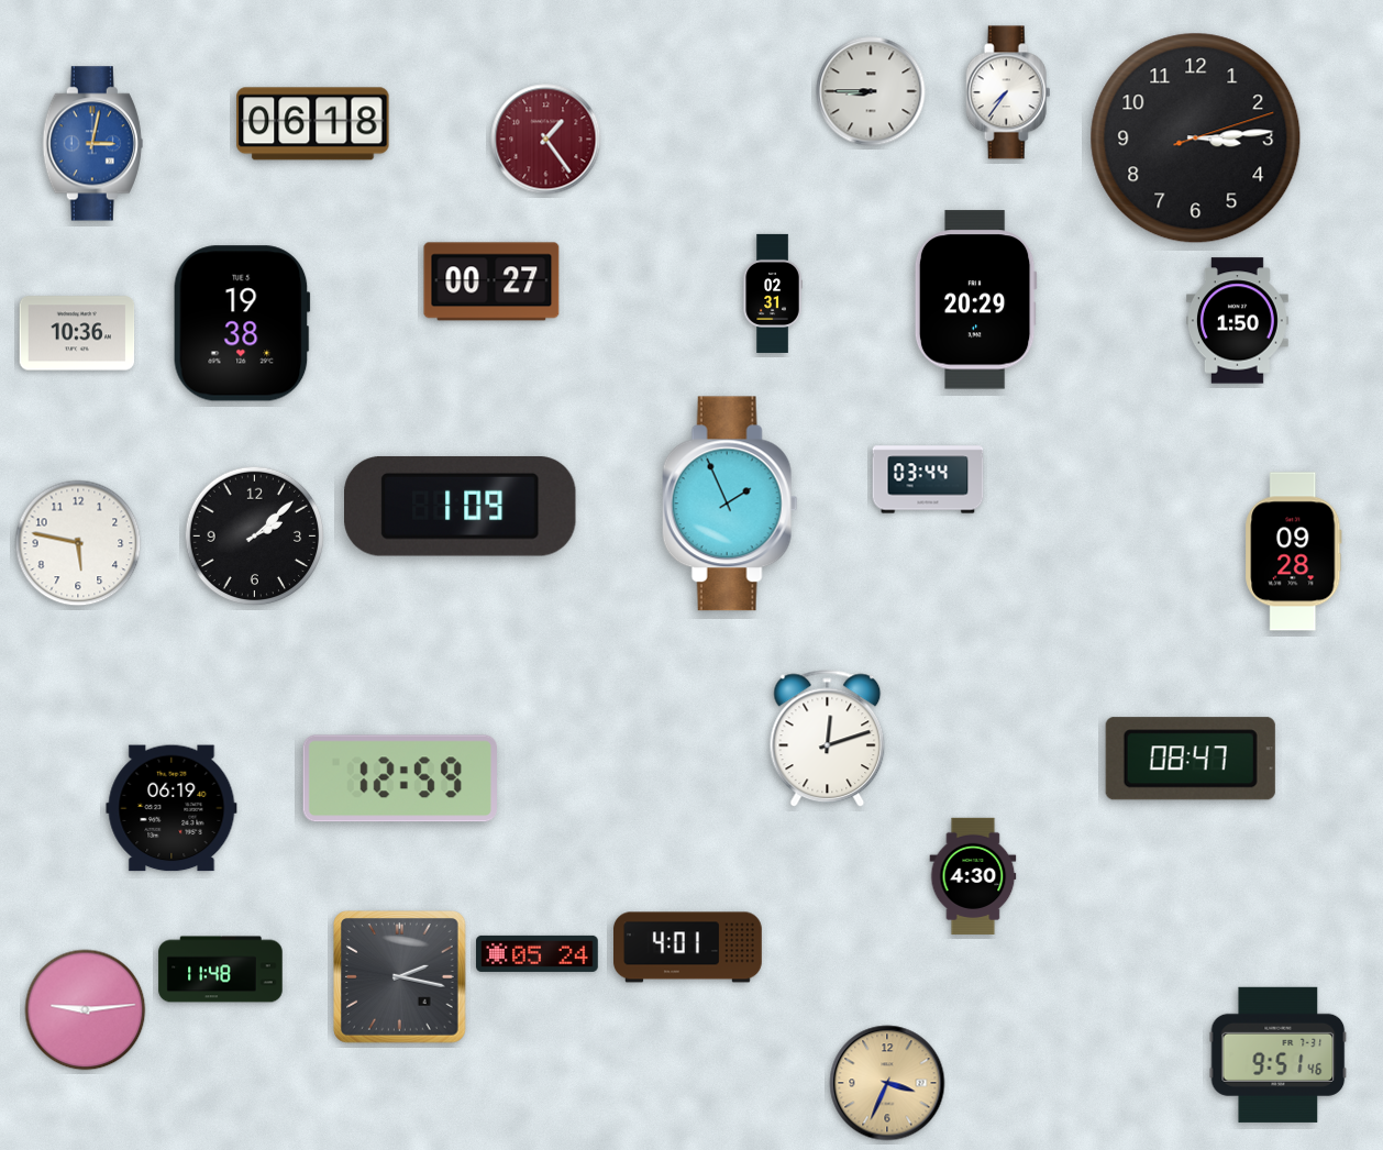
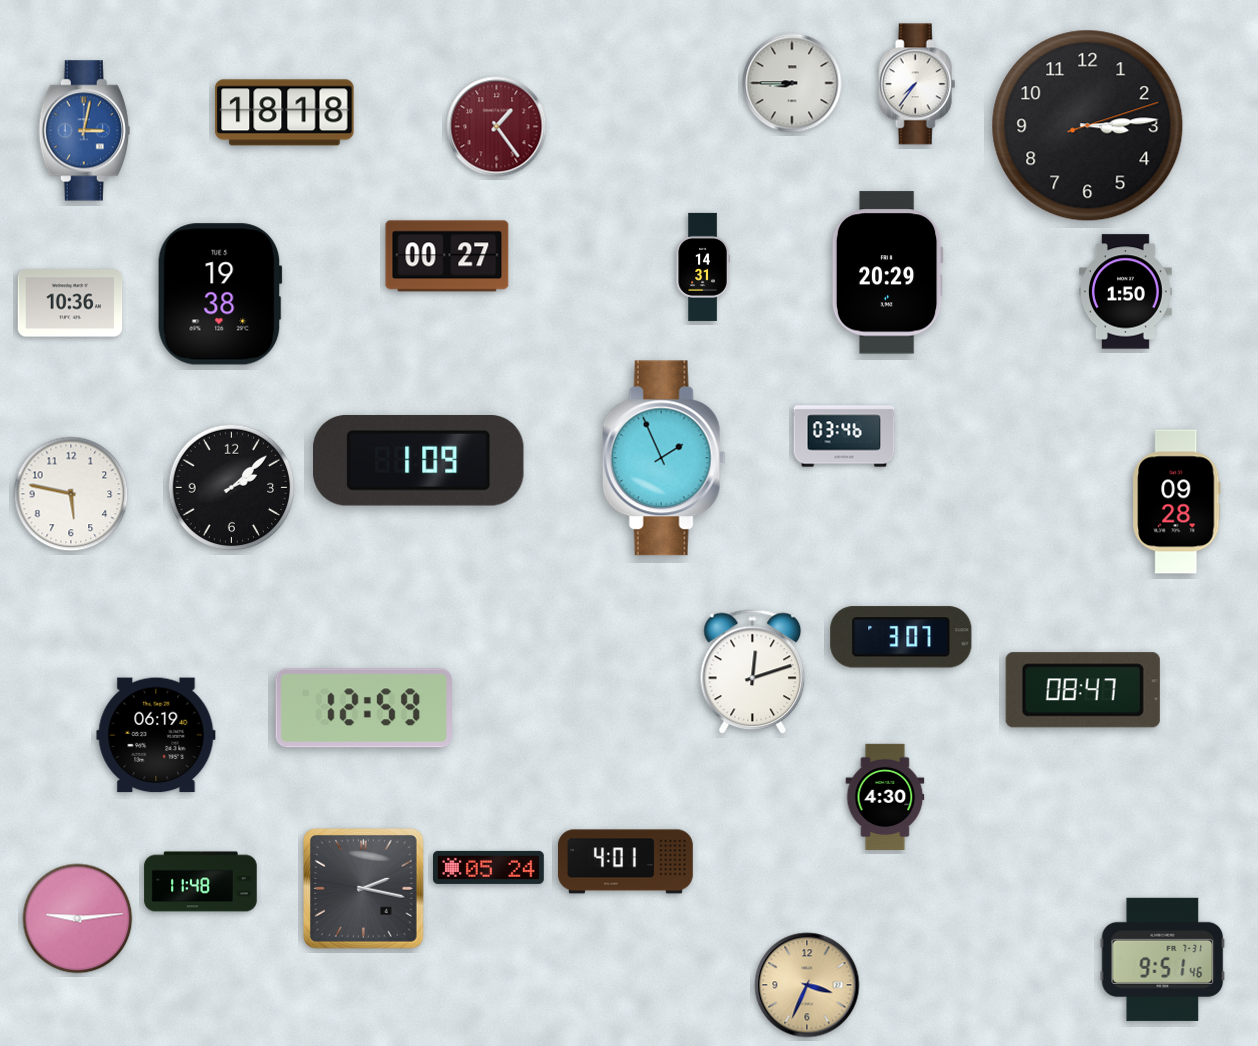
clock at (313, 124): 06:18 -> 18:18
clock at (773, 294): 02:31 -> 14:31
clock at (928, 479): 03:44 -> 03:46
clock at (901, 637): none -> 3:07
